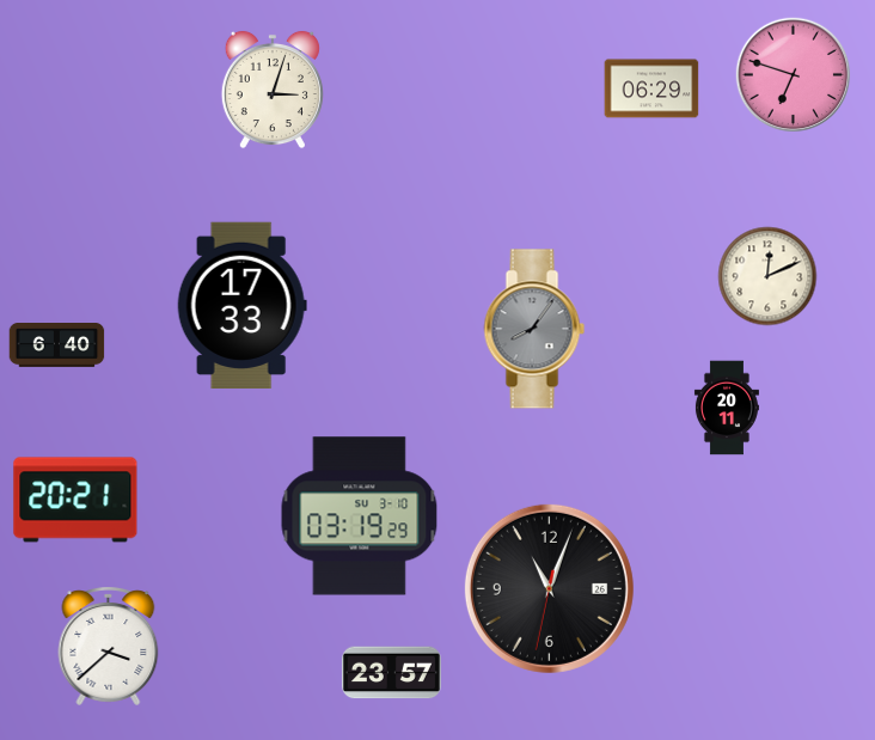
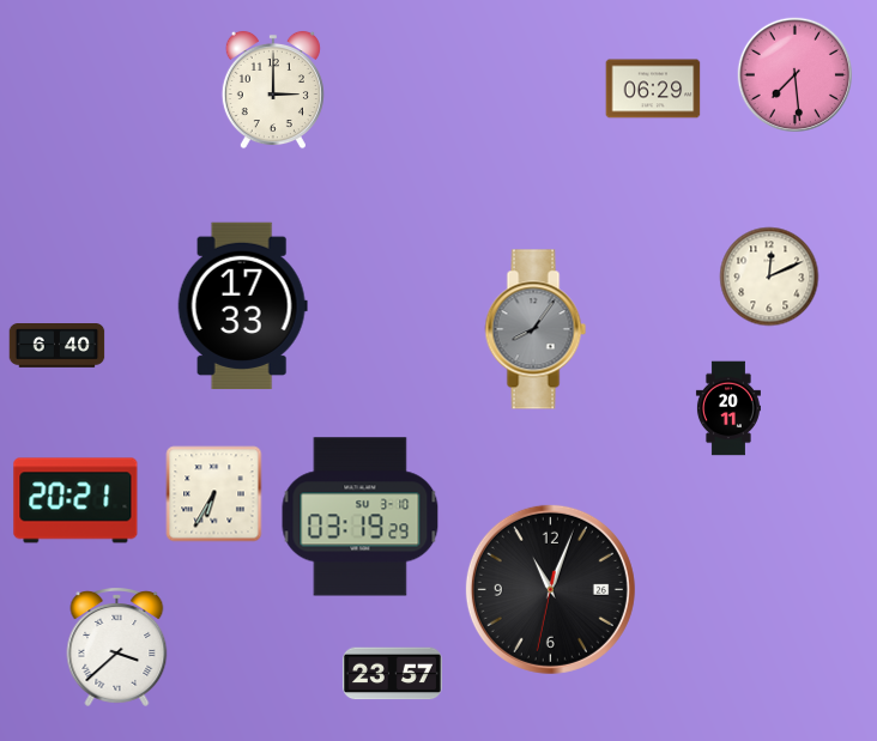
clock at (794, 75): 6:48 -> 7:29
clock at (273, 90): 3:03 -> 3:00
clock at (214, 494): none -> 6:35
clock at (109, 647) position: (109, 647) -> (117, 648)
